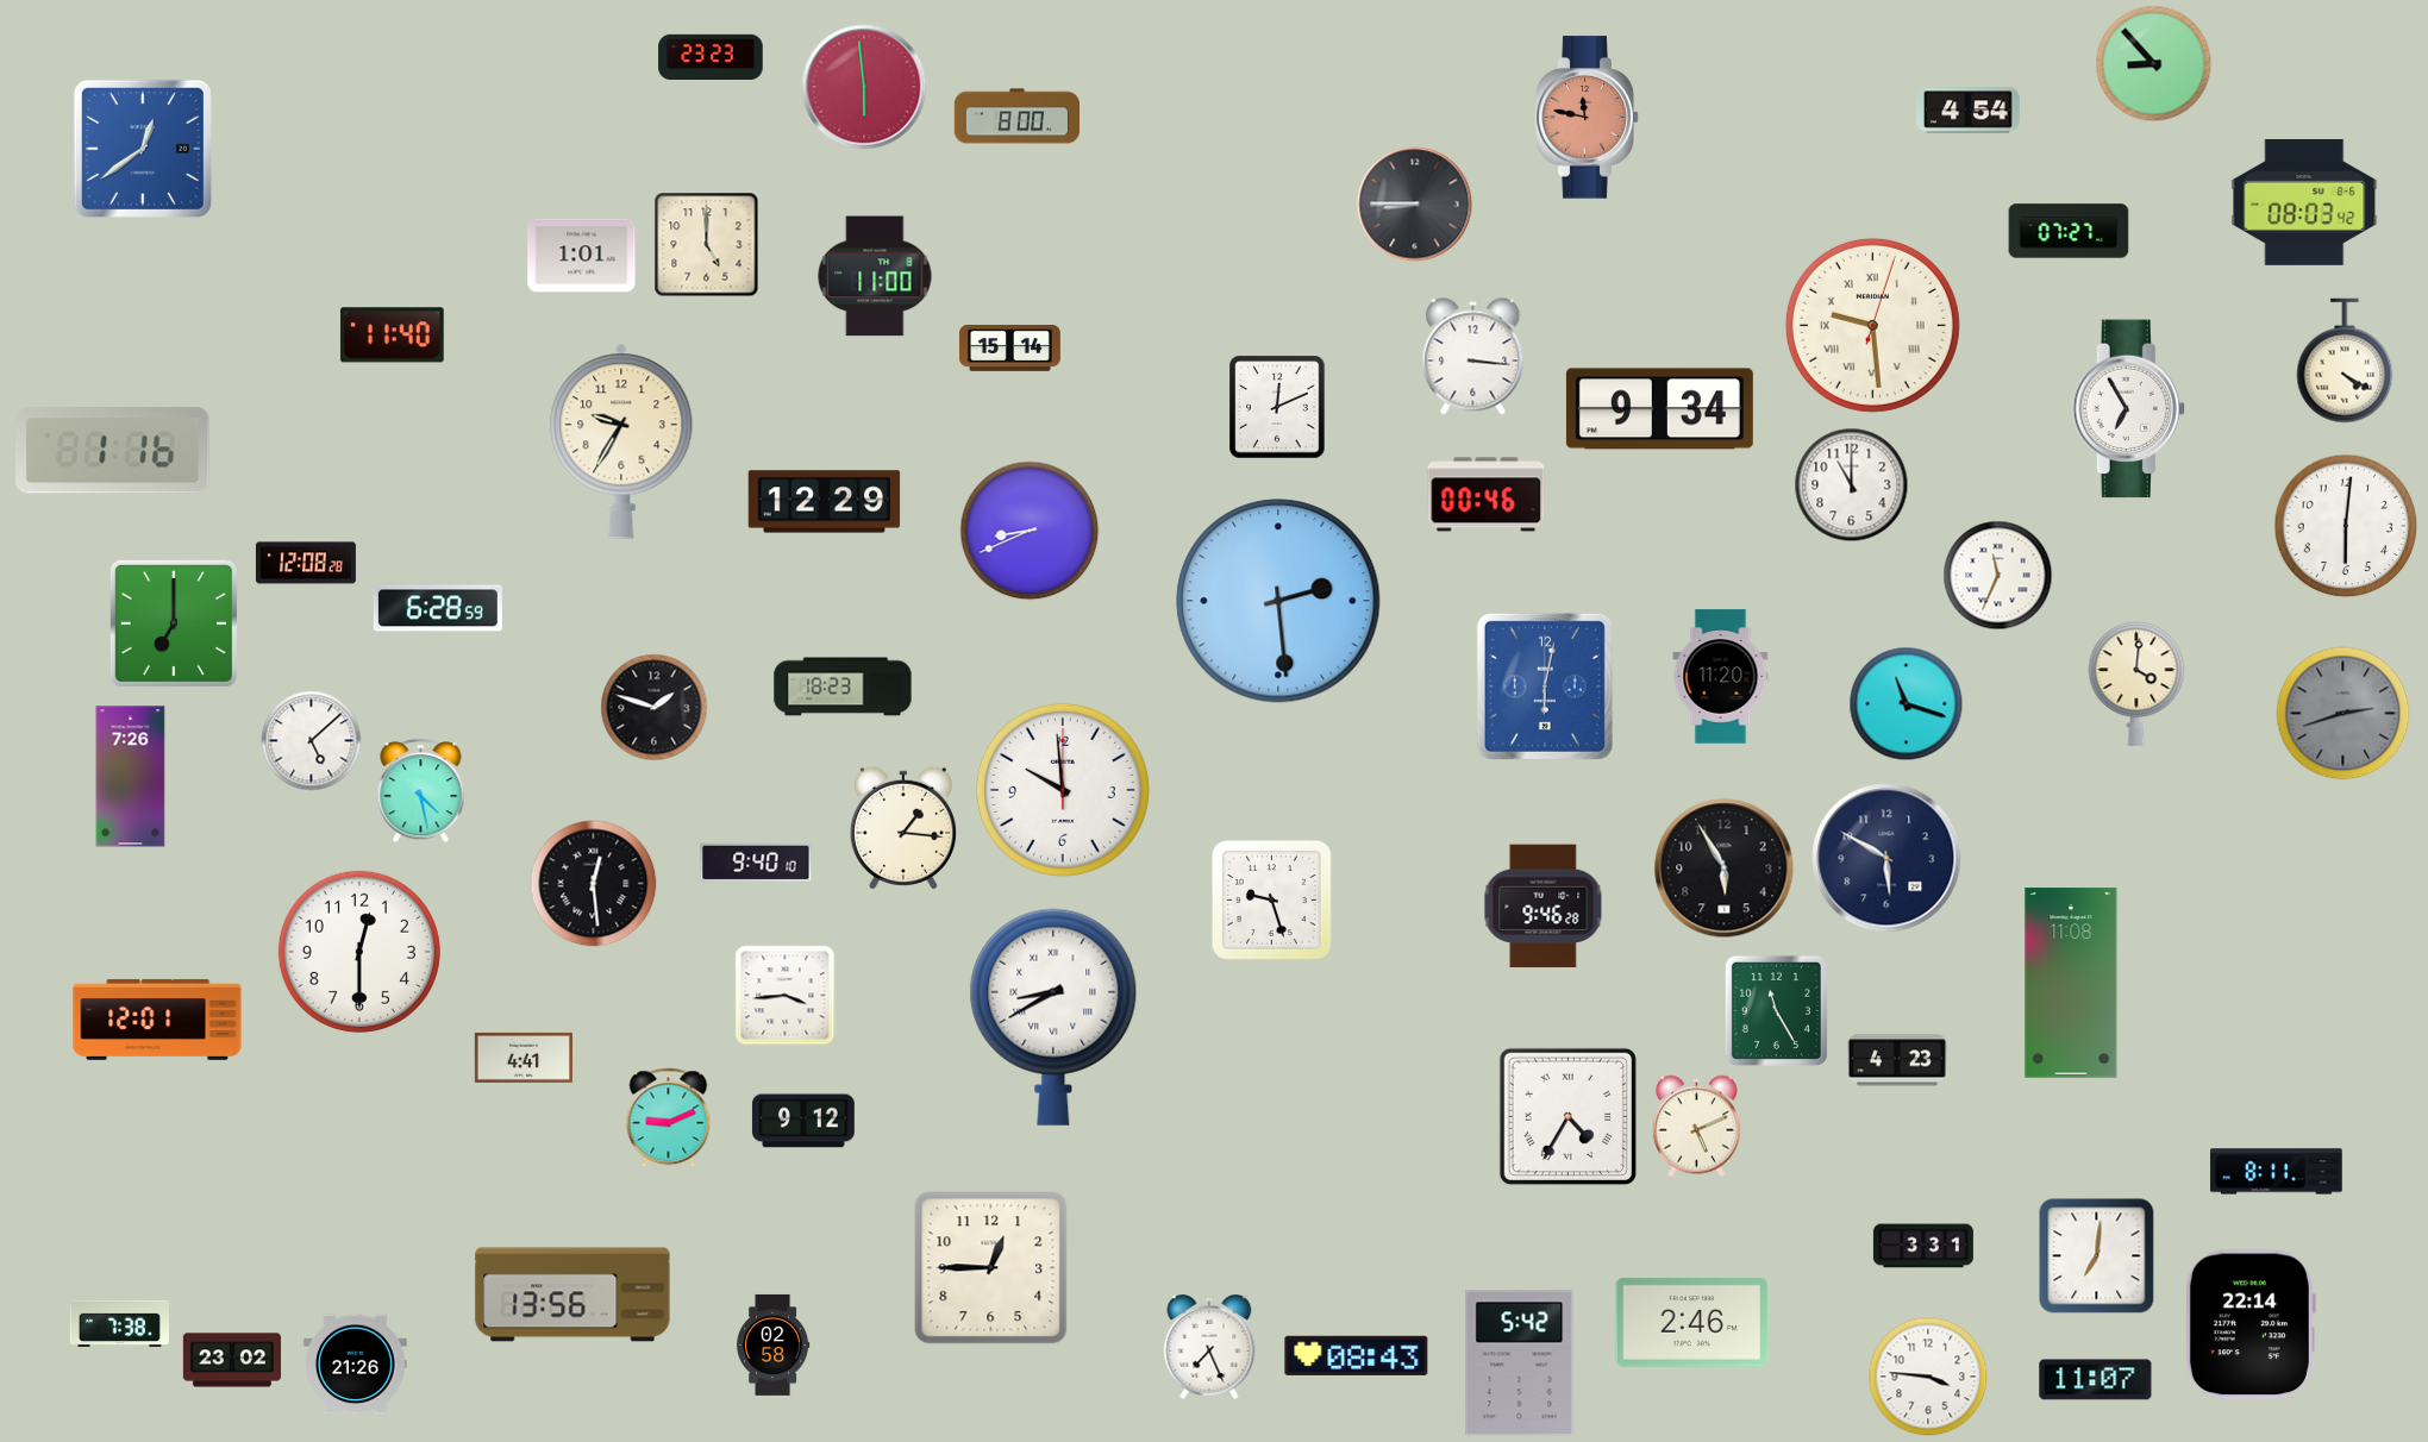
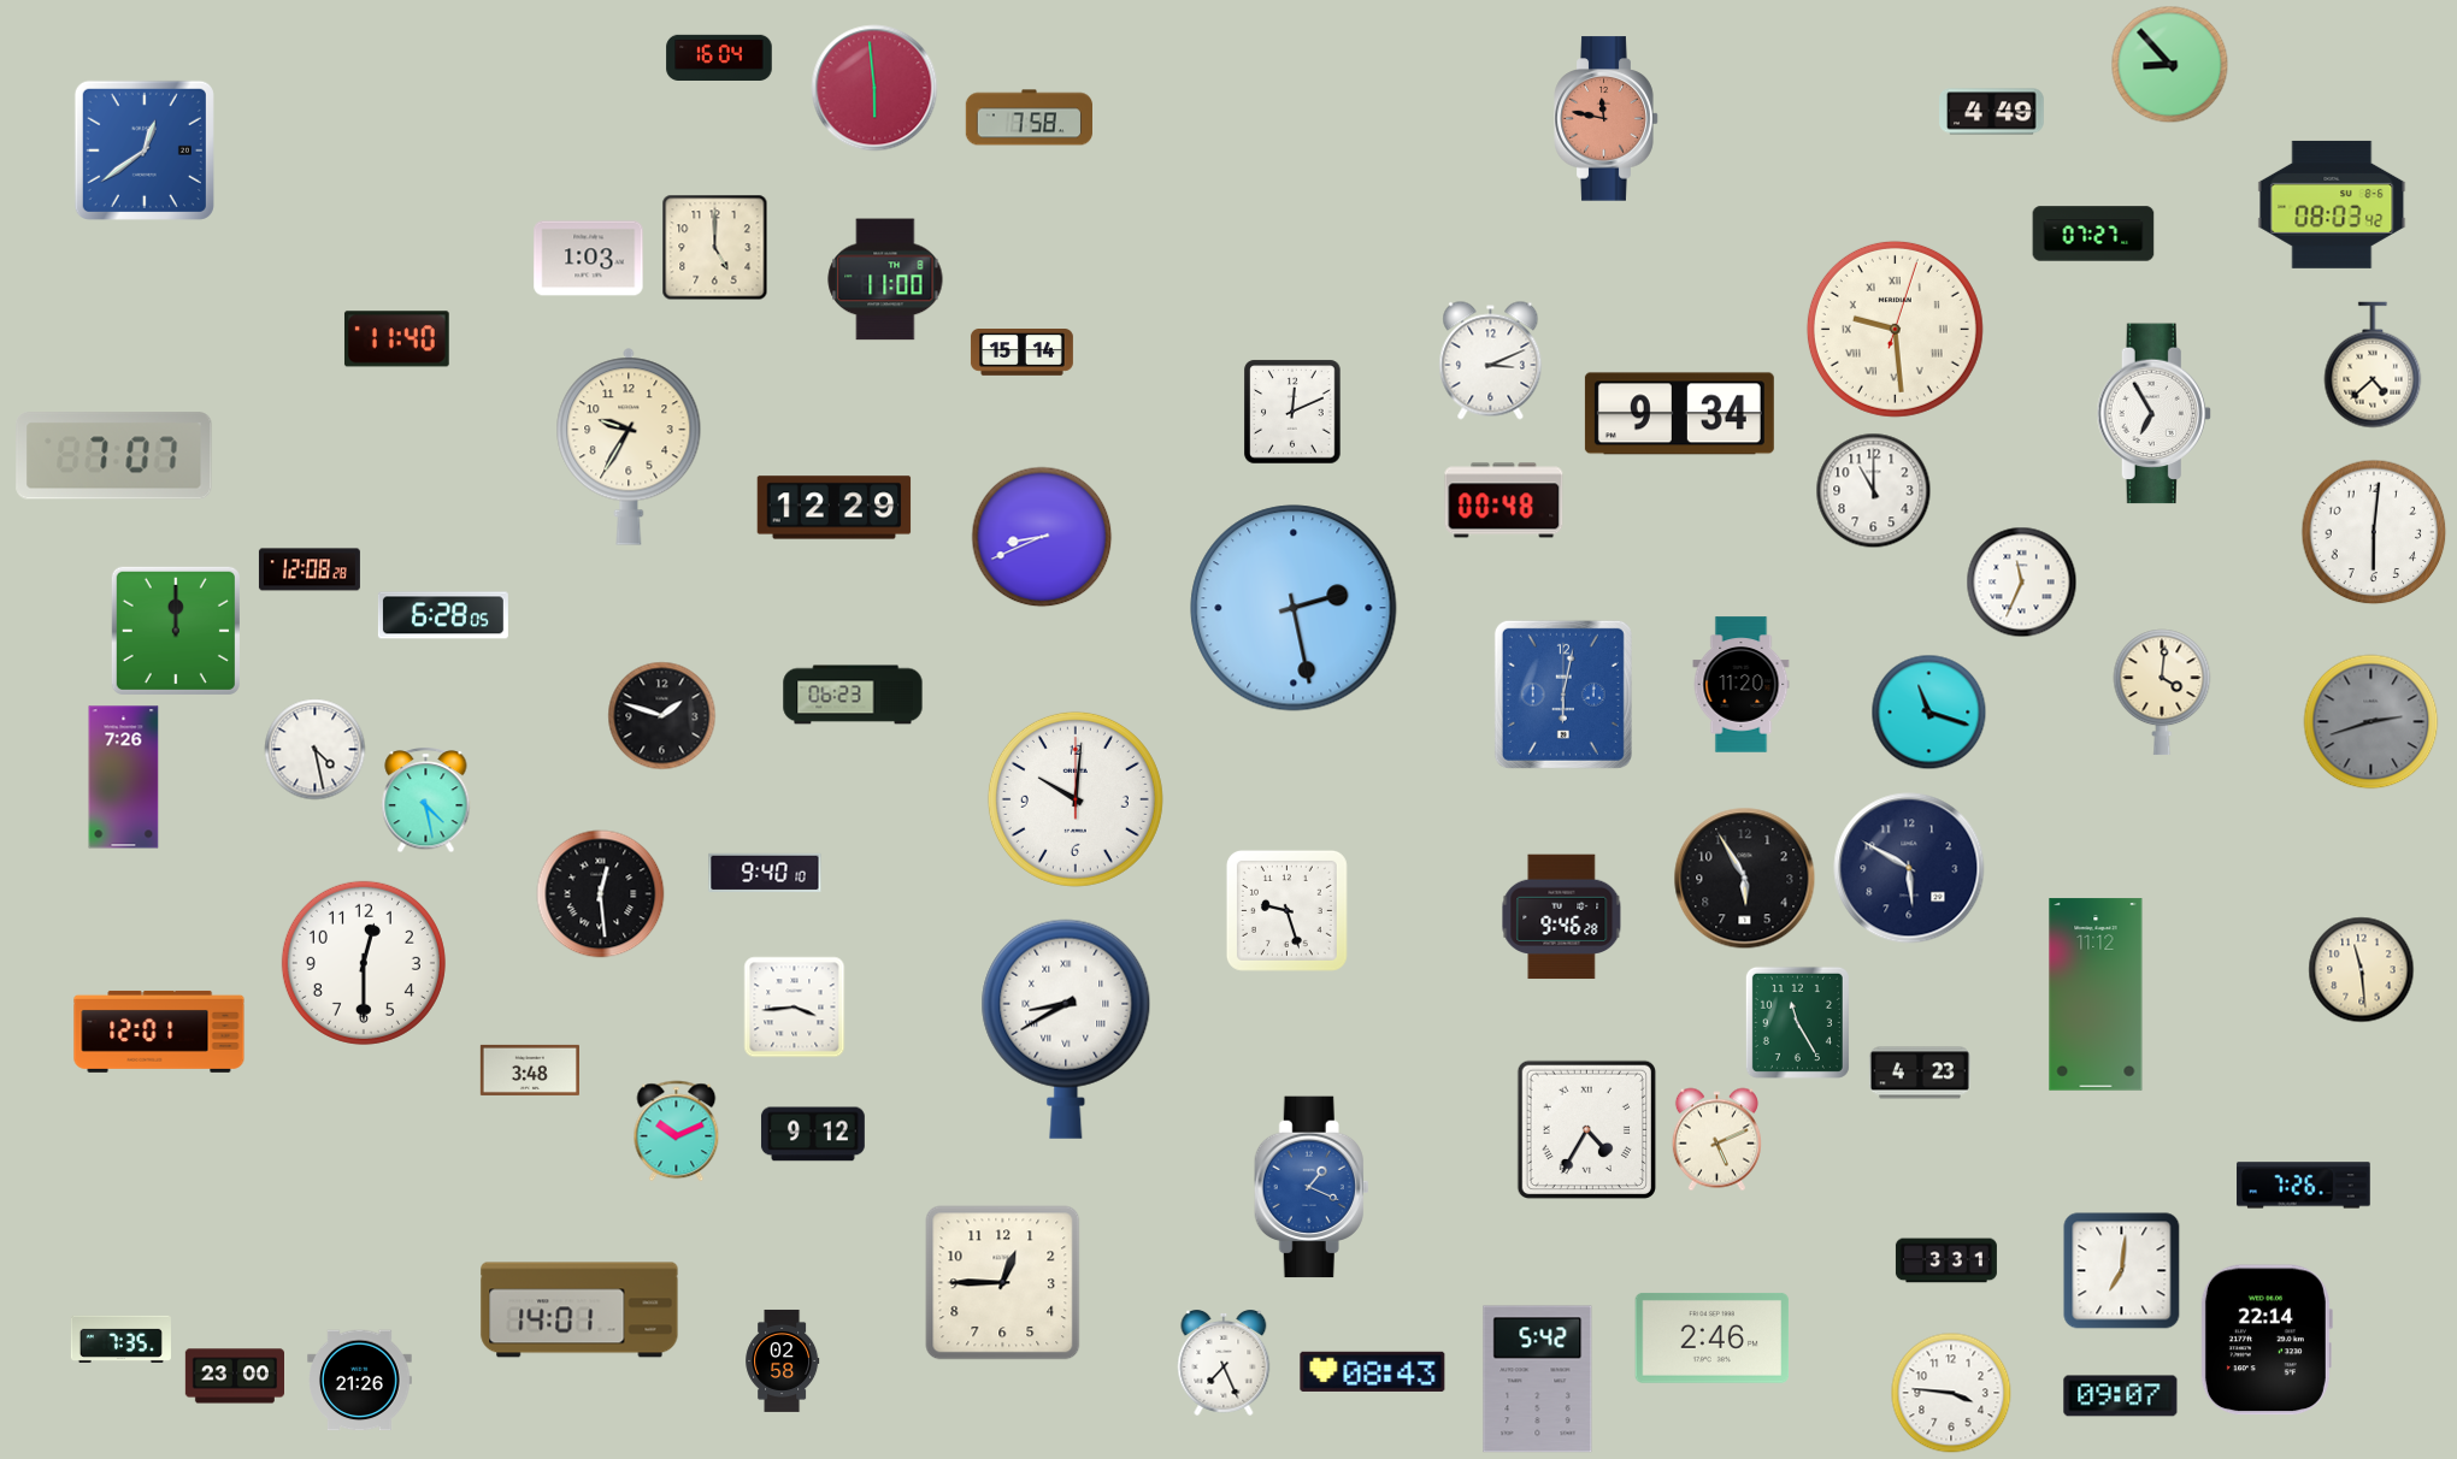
clock at (711, 57): 23:23 -> 16:04
clock at (2154, 64) position: (2154, 64) -> (2170, 65)
clock at (1969, 111): 4:54 -> 4:49
clock at (1016, 117): 8:00 -> 7:58
clock at (1415, 205): 8:45 -> none
clock at (582, 256): 1:01 -> 1:03
clock at (1473, 357): 3:16 -> 3:11
clock at (2345, 360): 4:20 -> 4:38
clock at (113, 451): 1:16 -> 7:07
clock at (1487, 495): 00:46 -> 00:48
clock at (1278, 601): 2:29 -> 2:28
clock at (438, 608): 6:28:59 -> 6:28:05
clock at (174, 623): 7:00 -> 12:00
clock at (843, 686): 18:23 -> 06:23
clock at (312, 741): 5:08 -> 4:28
clock at (131, 777) position: (131, 777) -> (124, 778)
clock at (1063, 790): 9:59 -> 10:01
clock at (903, 828): 1:16 -> none
clock at (2362, 970): none -> 11:29
clock at (2071, 983): 11:08 -> 11:12
clock at (524, 1058): 4:41 -> 3:48
clock at (669, 1118): 9:11 -> 10:11
clock at (2277, 1172): 8:11 -> 7:26
clock at (1312, 1187): none -> 1:19
clock at (572, 1294): 13:56 -> 14:01
clock at (119, 1323): 7:38 -> 7:35
clock at (2249, 1324) position: (2249, 1324) -> (2265, 1340)
clock at (231, 1360): 23:02 -> 23:00
clock at (2096, 1380): 11:07 -> 09:07
